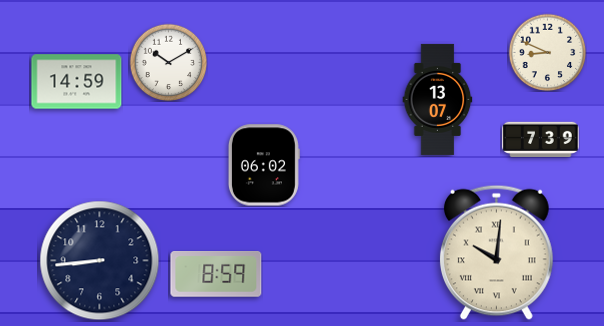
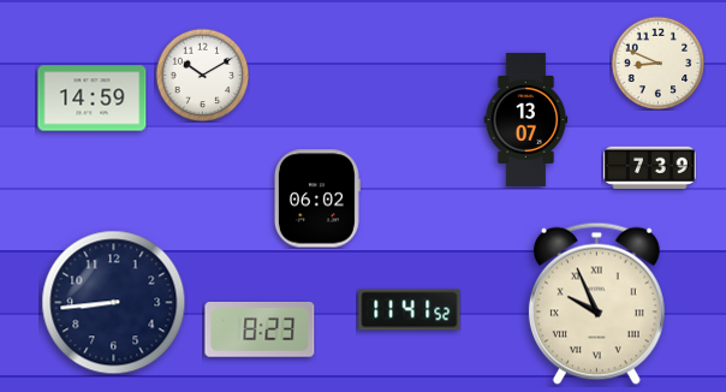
clock at (496, 252): 10:01 -> 9:56
clock at (410, 310): none -> 11:41
clock at (100, 261) position: (100, 261) -> (114, 303)
clock at (216, 275): 8:59 -> 8:23
